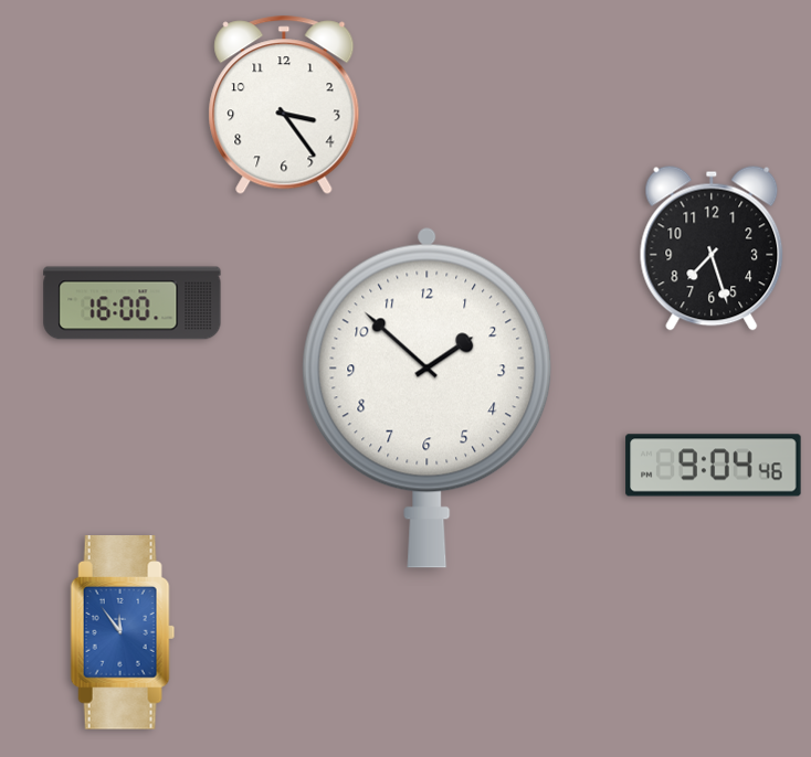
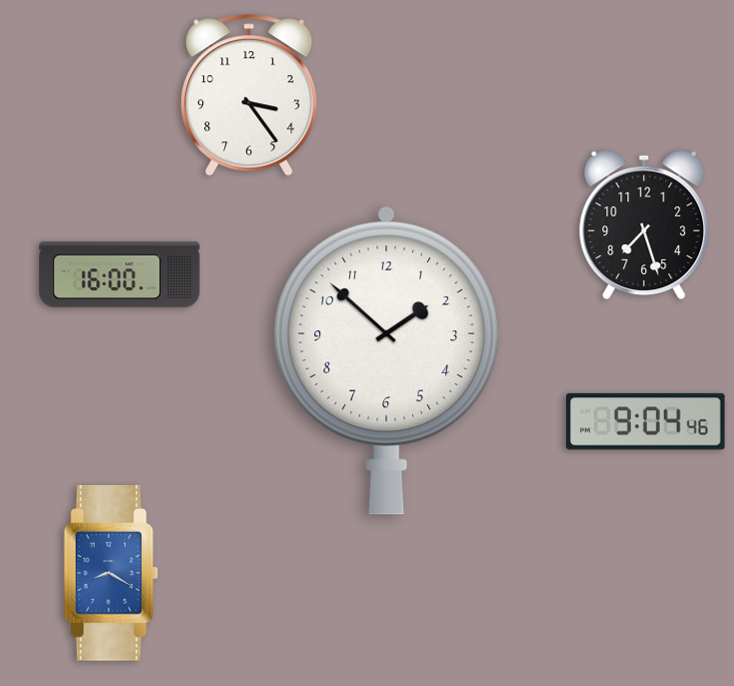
clock at (284, 105) position: (284, 105) -> (249, 95)
clock at (123, 633): 11:54 -> 8:20
